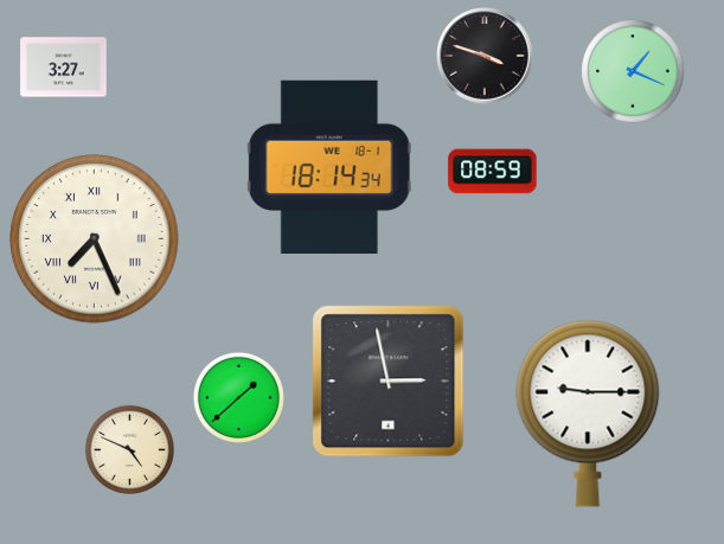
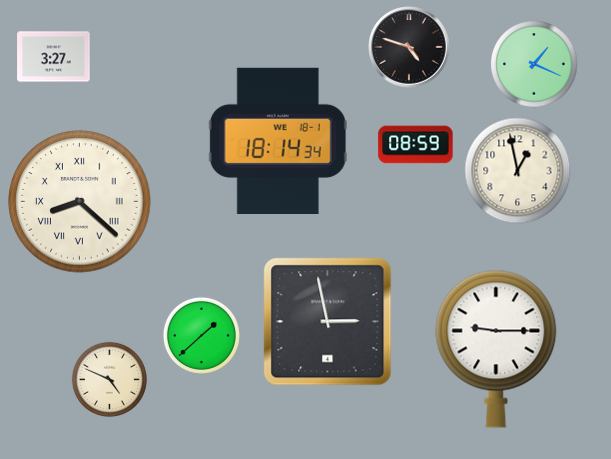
clock at (485, 56): 3:48 -> 4:48
clock at (633, 71) position: (633, 71) -> (534, 64)
clock at (518, 171): none -> 12:58
clock at (95, 239): 7:26 -> 8:22
